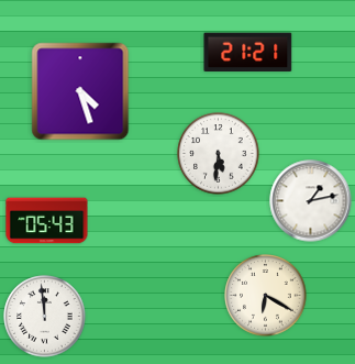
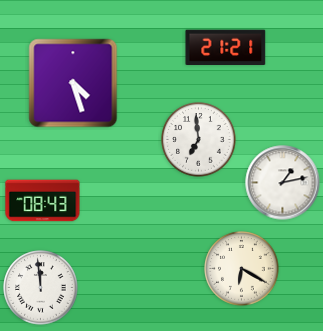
clock at (219, 154): 5:31 -> 6:59
clock at (47, 221): 05:43 -> 08:43
